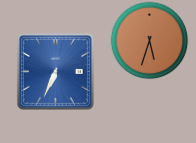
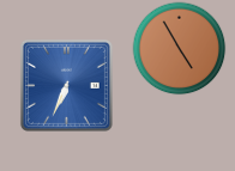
clock at (149, 40): 5:33 -> 4:55
